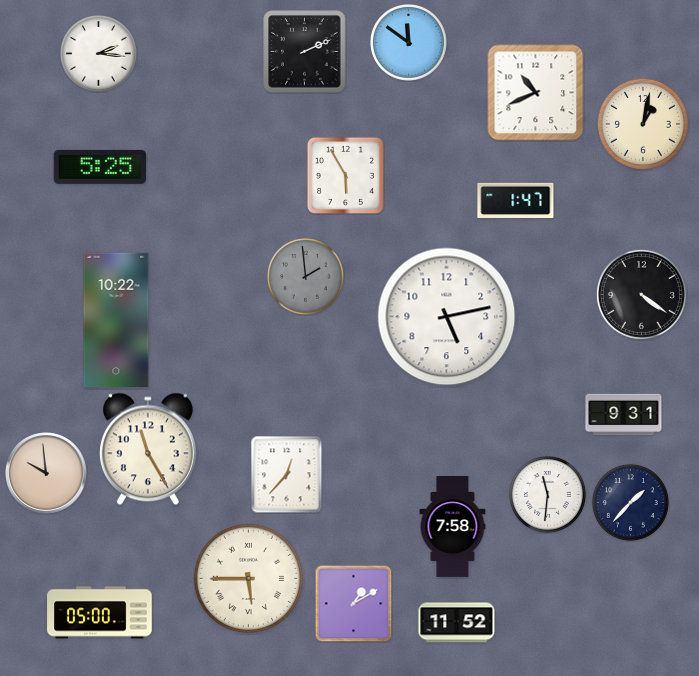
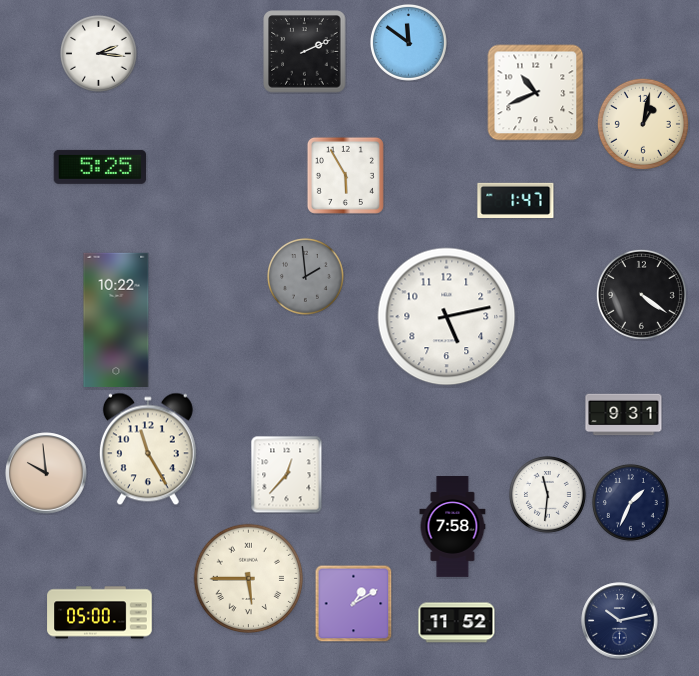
clock at (630, 502): 1:37 -> 1:34
clock at (620, 621): none -> 10:13
